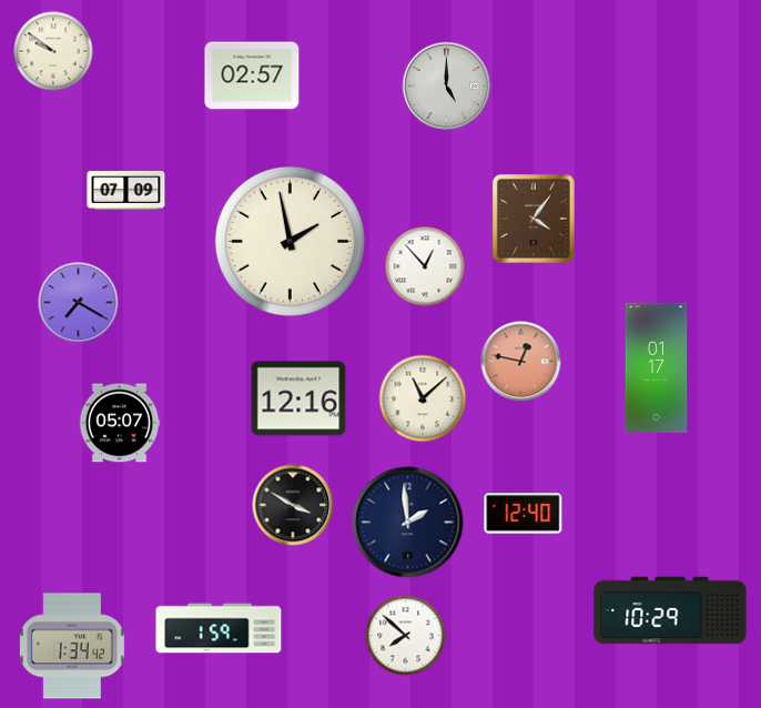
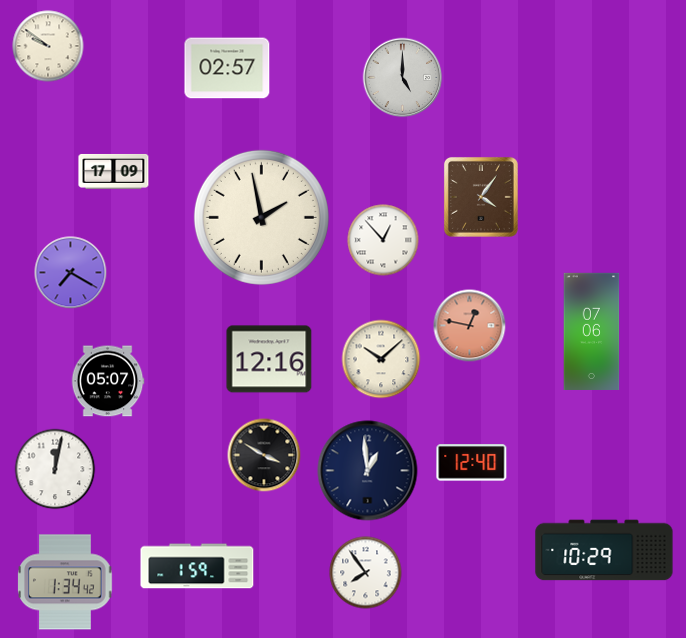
clock at (126, 190): 07:09 -> 17:09
clock at (657, 367): 01:17 -> 07:06
clock at (423, 398): 11:08 -> 10:08
clock at (55, 469): none -> 12:02
clock at (408, 523): 1:59 -> 12:59
clock at (406, 636): 7:52 -> 7:54
